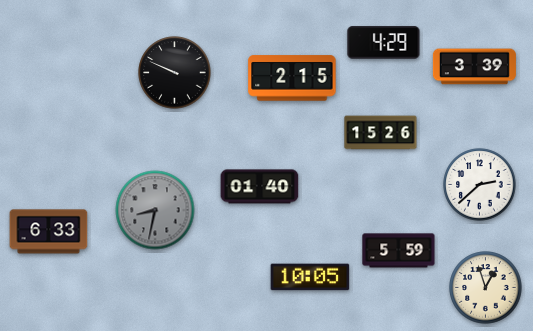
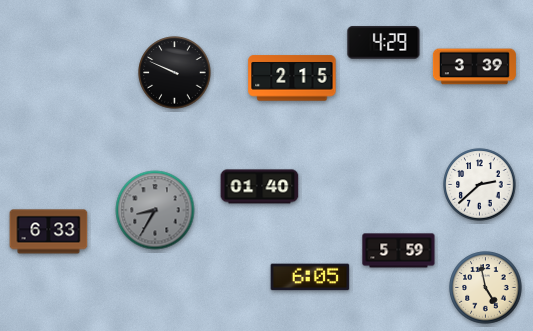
clock at (381, 133): 15:26 -> none
clock at (155, 210): 8:32 -> 8:35
clock at (310, 277): 10:05 -> 6:05
clock at (486, 288): 12:57 -> 4:58
